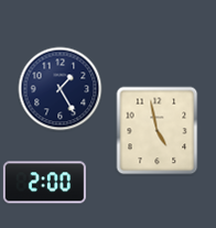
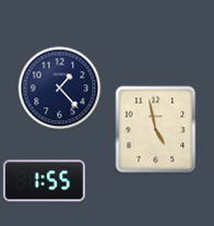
clock at (61, 89): 1:25 -> 1:23
clock at (44, 183): 2:00 -> 1:55
